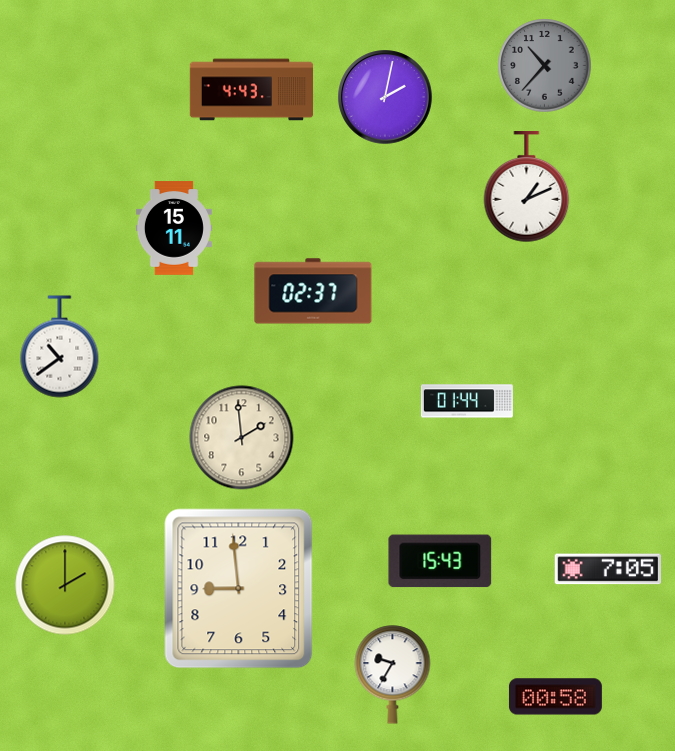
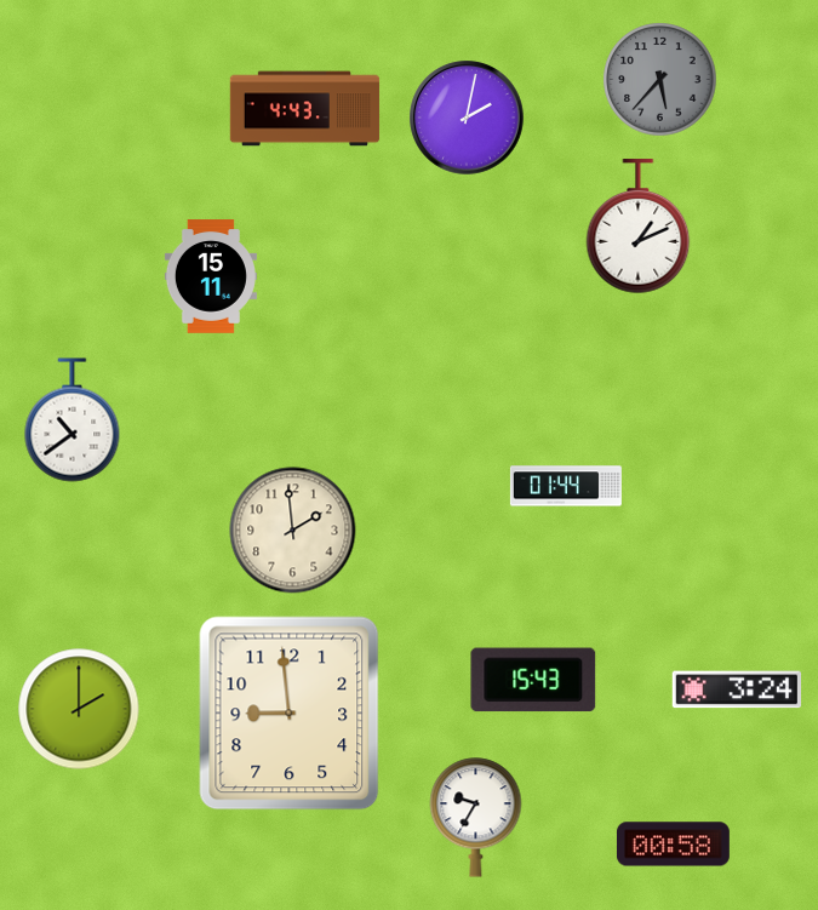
clock at (545, 66): 10:37 -> 5:37
clock at (313, 291): 02:37 -> none
clock at (607, 569): 7:05 -> 3:24
